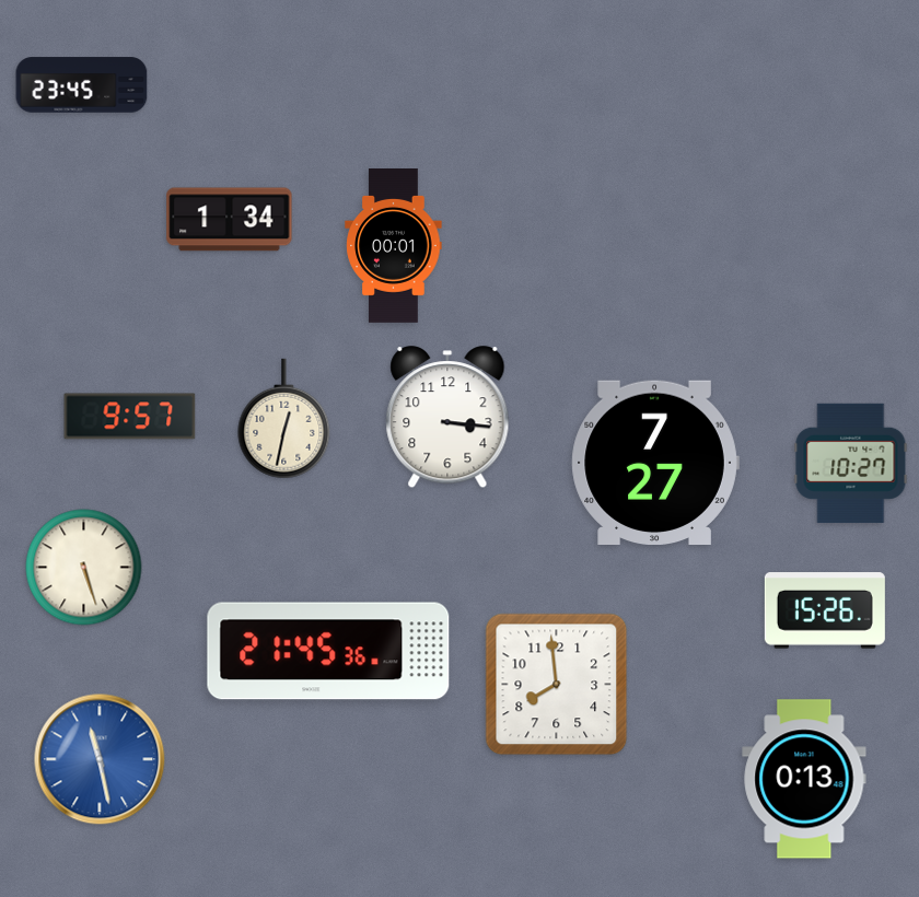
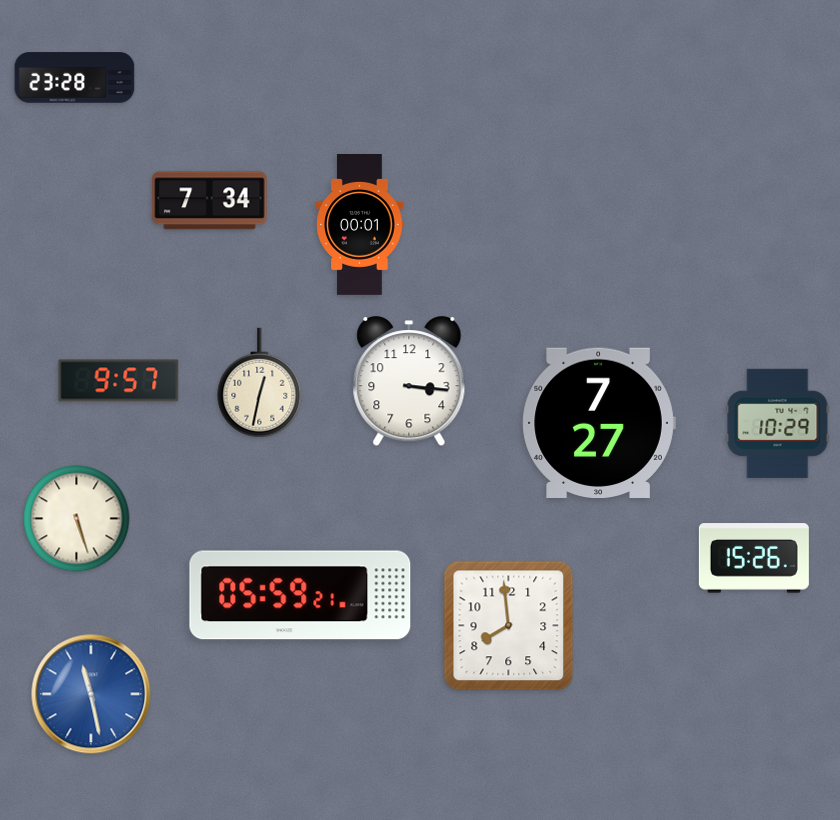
clock at (82, 85): 23:45 -> 23:28
clock at (230, 220): 1:34 -> 7:34
clock at (851, 463): 10:27 -> 10:29
clock at (328, 651): 21:45 -> 05:59
clock at (804, 779): 0:13 -> none
